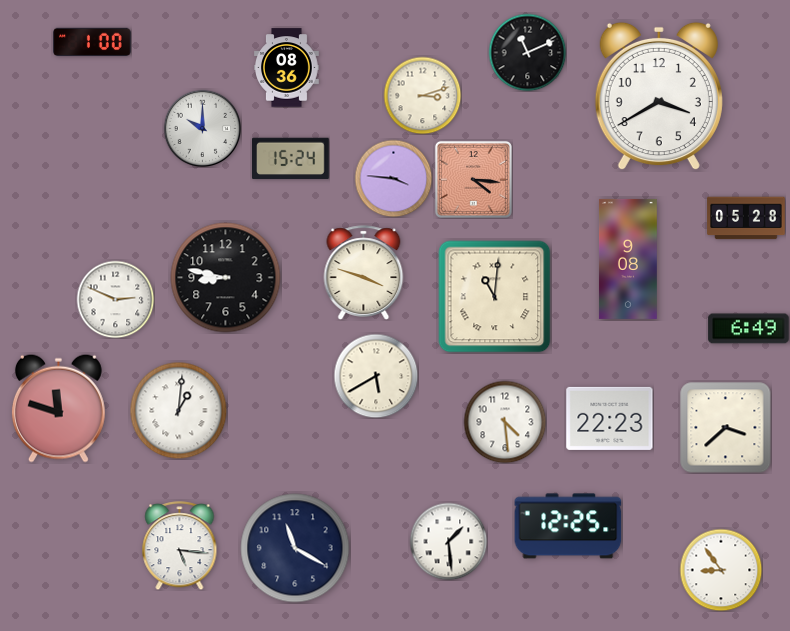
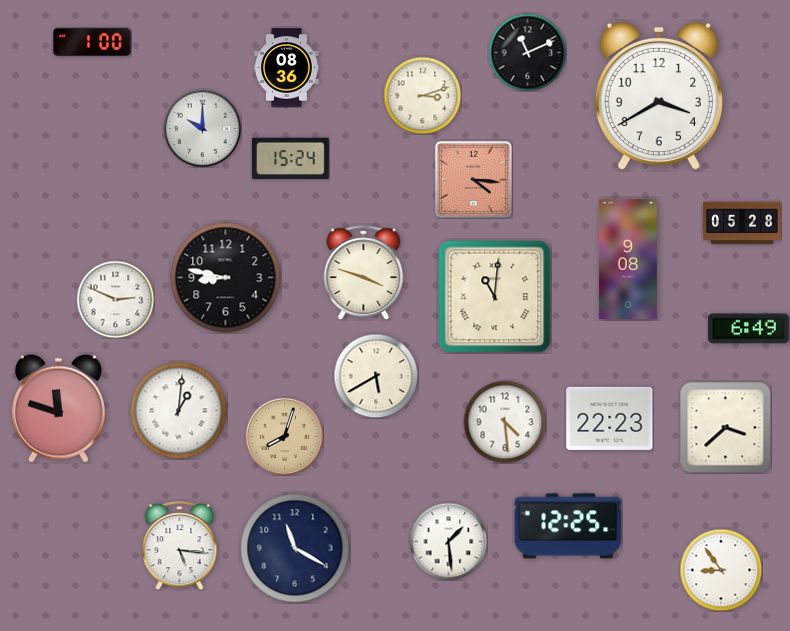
clock at (393, 178): 3:46 -> none
clock at (746, 218) position: (746, 218) -> (742, 223)
clock at (284, 436): none -> 8:03
